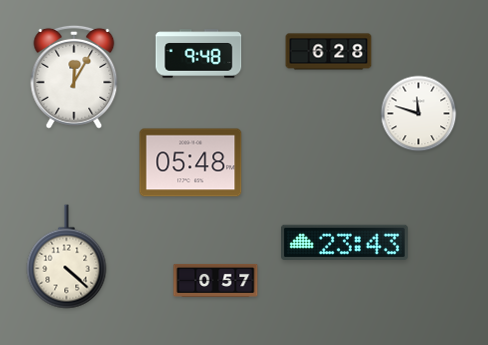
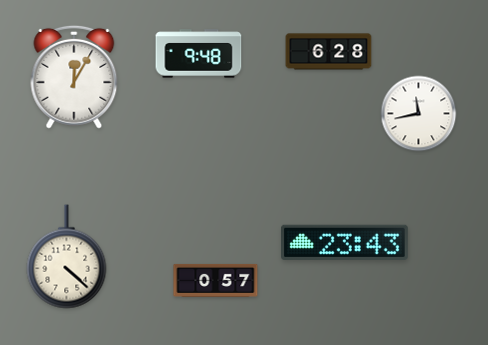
clock at (419, 114): 11:48 -> 11:43
clock at (191, 163): 05:48 -> none
